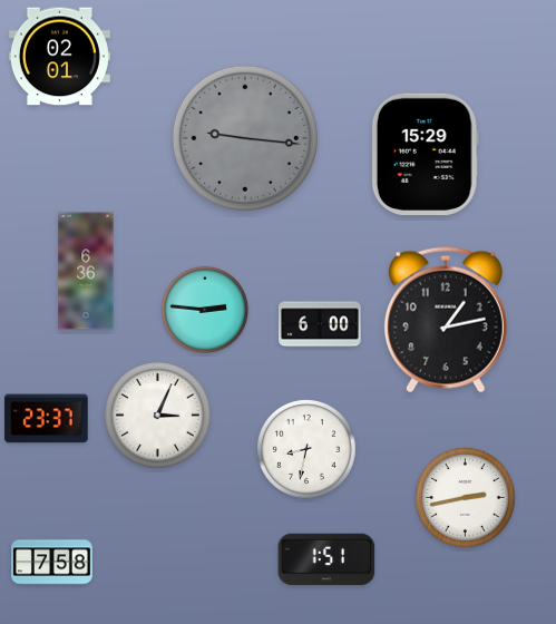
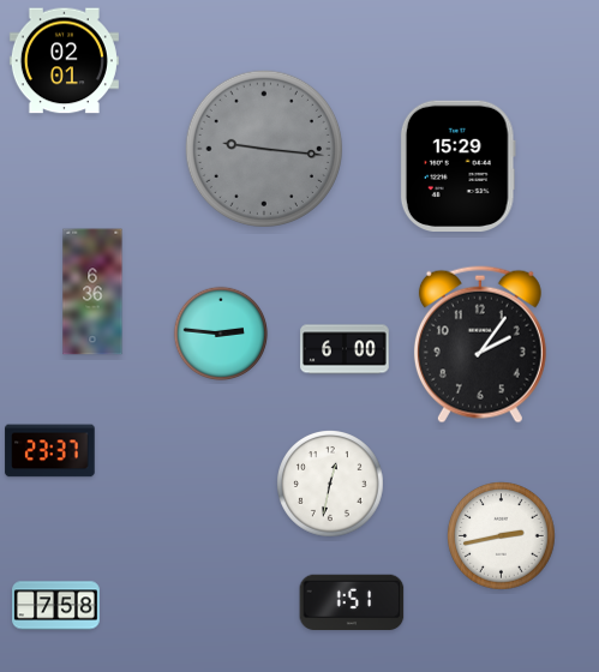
clock at (446, 320): 1:13 -> 2:06
clock at (158, 416): 3:04 -> none
clock at (308, 450): 8:32 -> 12:32
